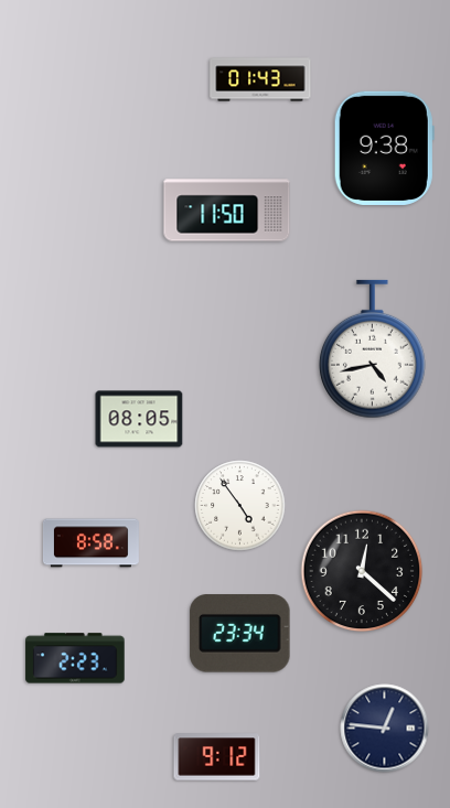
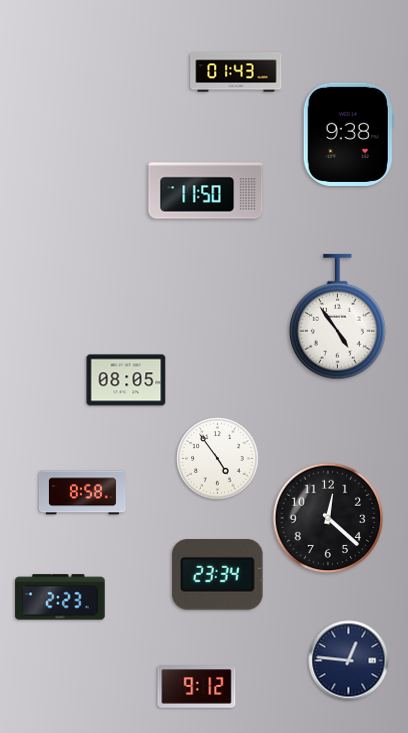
clock at (372, 349): 4:43 -> 4:54
clock at (75, 658) position: (75, 658) -> (60, 597)
